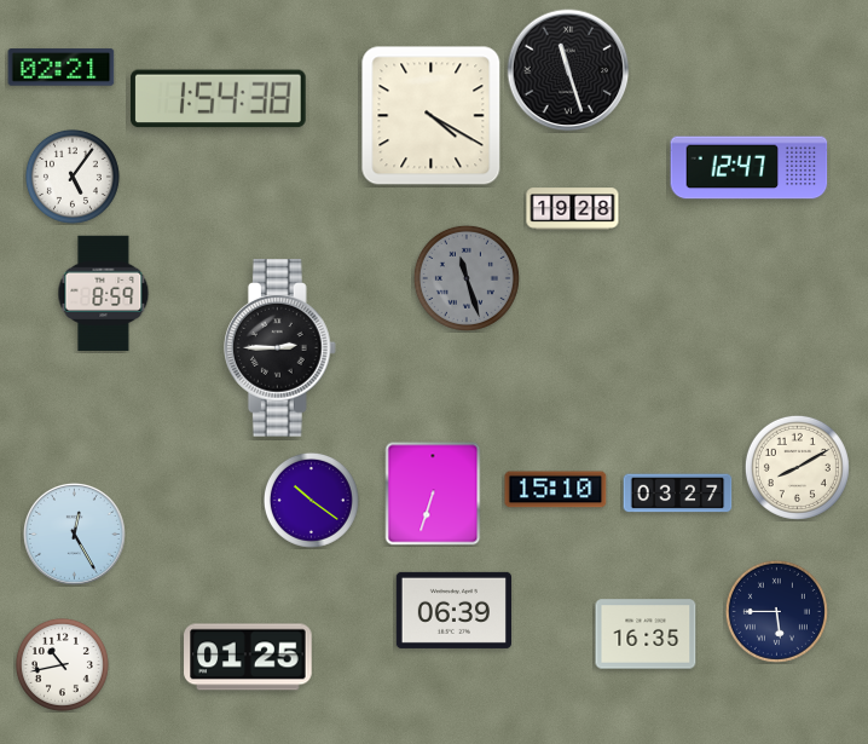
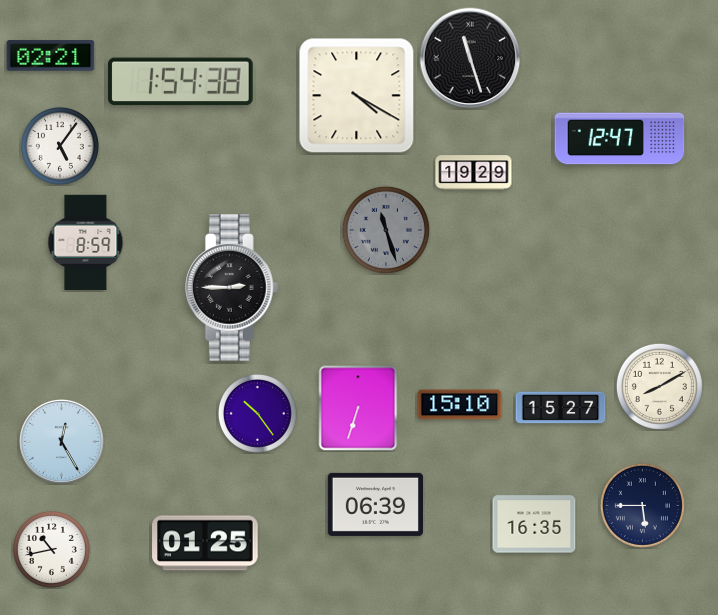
clock at (573, 209): 19:28 -> 19:29
clock at (678, 494): 03:27 -> 15:27
clock at (311, 500): 10:21 -> 10:24
